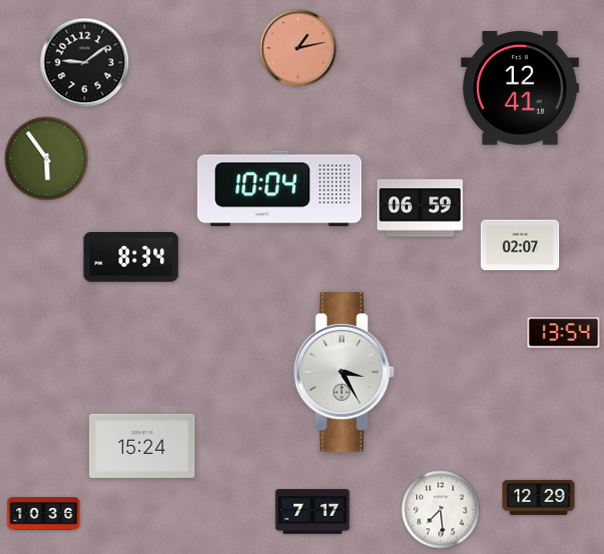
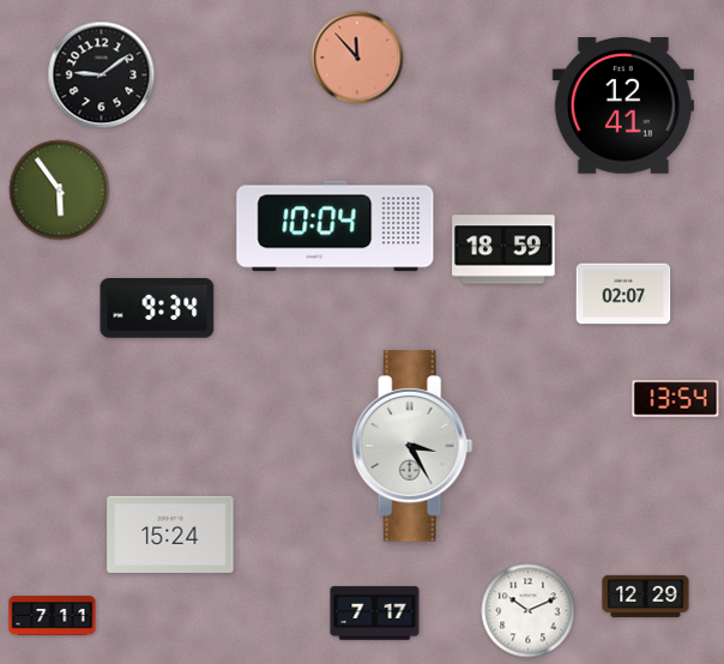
clock at (298, 48): 1:13 -> 11:53
clock at (47, 159) position: (47, 159) -> (60, 191)
clock at (420, 208): 06:59 -> 18:59
clock at (131, 258): 8:34 -> 9:34
clock at (441, 510): 7:29 -> 10:11
clock at (44, 514): 10:36 -> 7:11
